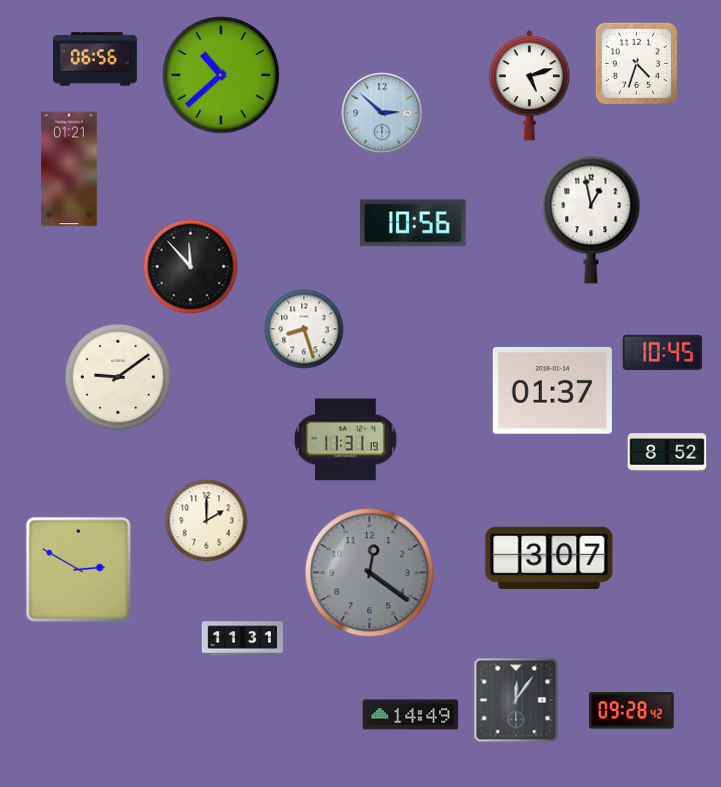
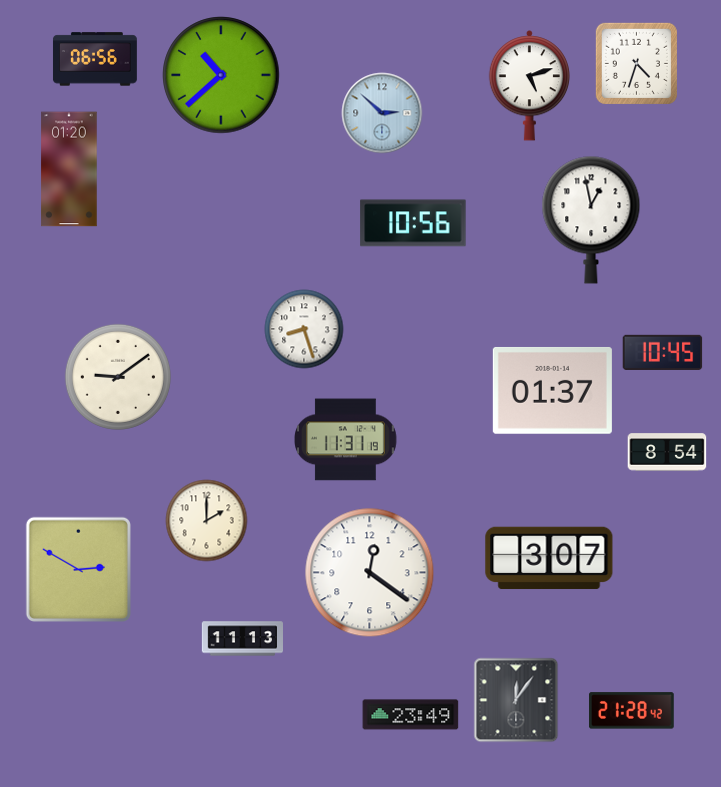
clock at (69, 169): 01:21 -> 01:20
clock at (191, 267): 11:53 -> none
clock at (667, 452): 8:52 -> 8:54
clock at (370, 573) dial: grey -> white
clock at (242, 639): 11:31 -> 11:13
clock at (632, 711): 09:28 -> 21:28
clock at (411, 715): 14:49 -> 23:49
